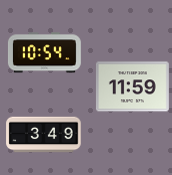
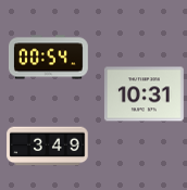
clock at (44, 53): 10:54 -> 00:54
clock at (132, 87): 11:59 -> 10:31
